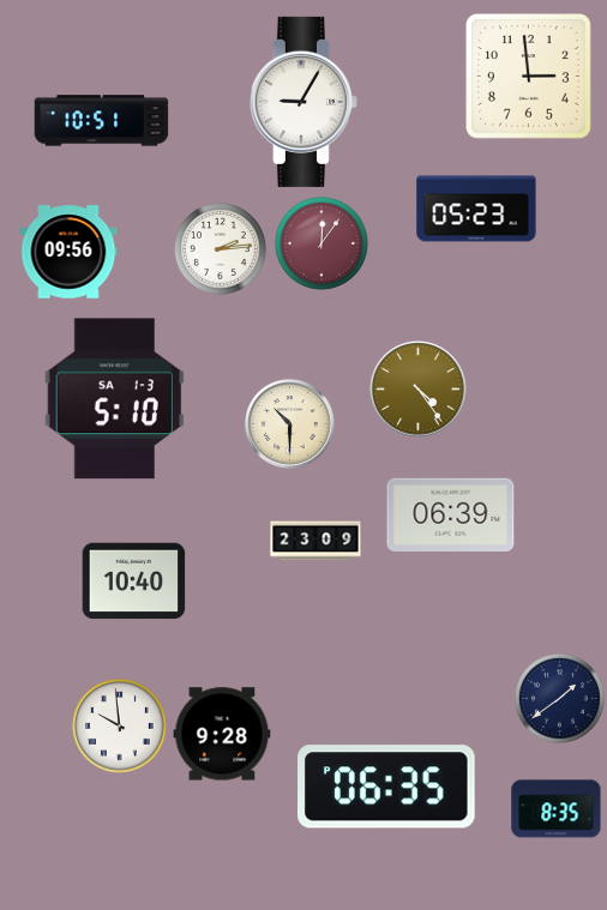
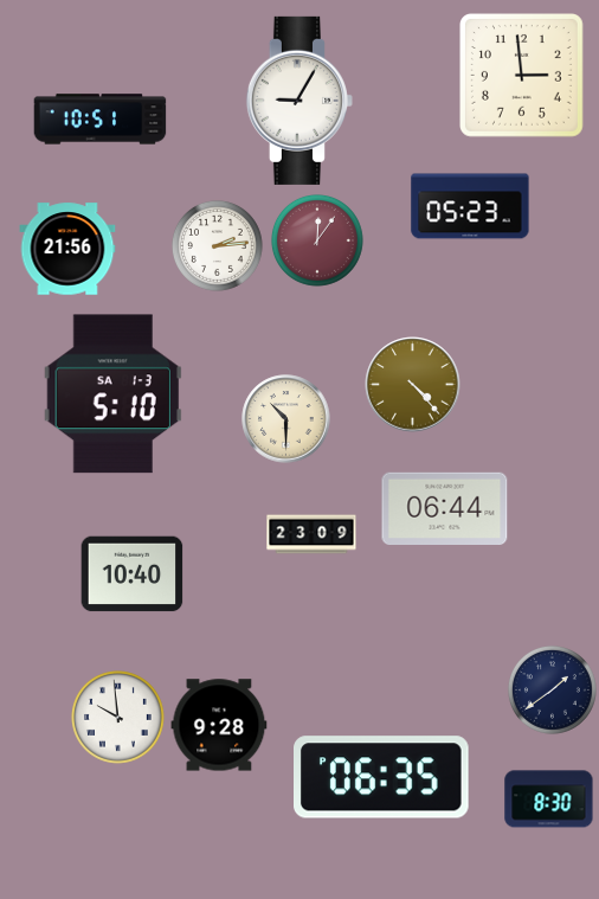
clock at (68, 252): 09:56 -> 21:56
clock at (419, 390): 4:24 -> 4:23
clock at (451, 514): 06:39 -> 06:44
clock at (557, 809): 8:35 -> 8:30
